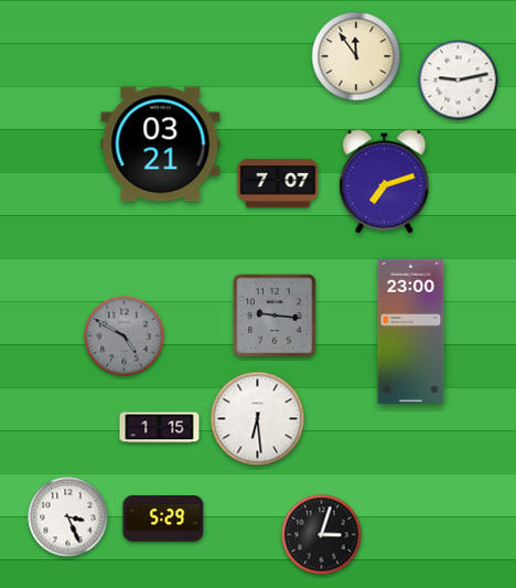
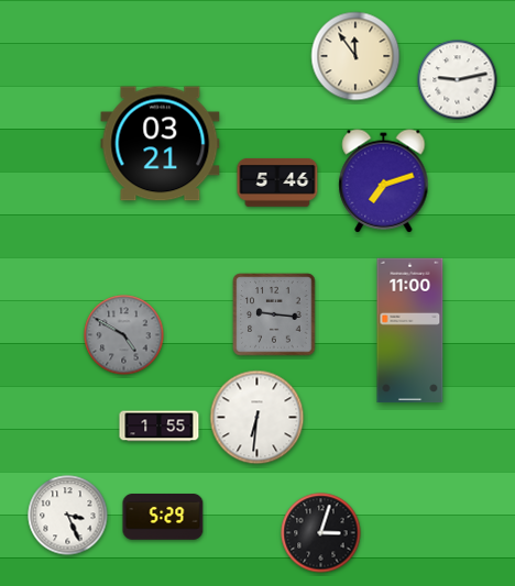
clock at (278, 183): 7:07 -> 5:46
clock at (411, 332): 23:00 -> 11:00
clock at (258, 419): 6:29 -> 6:31
clock at (160, 428): 1:15 -> 1:55
